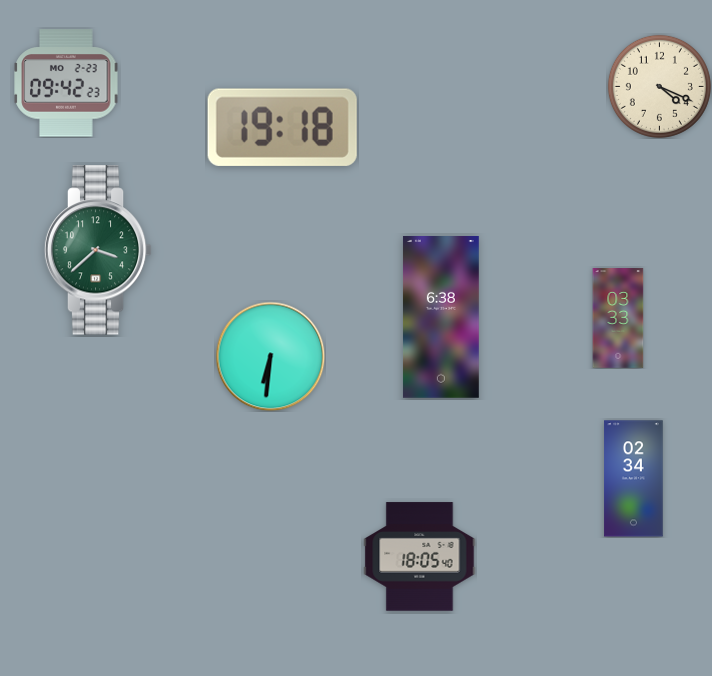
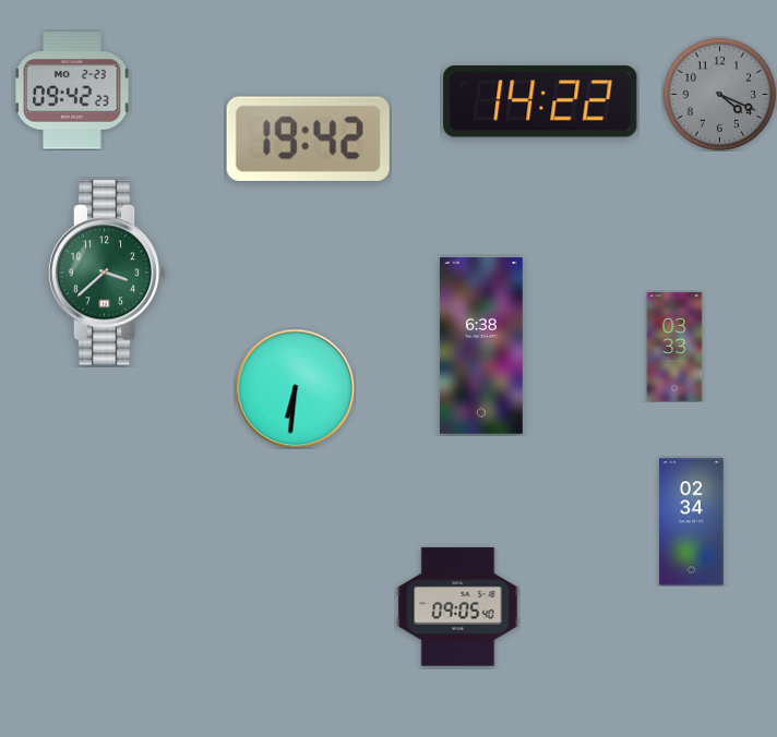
clock at (659, 86) dial: cream -> grey
clock at (540, 101): none -> 14:22
clock at (282, 127): 19:18 -> 19:42
clock at (420, 557): 18:05 -> 09:05
